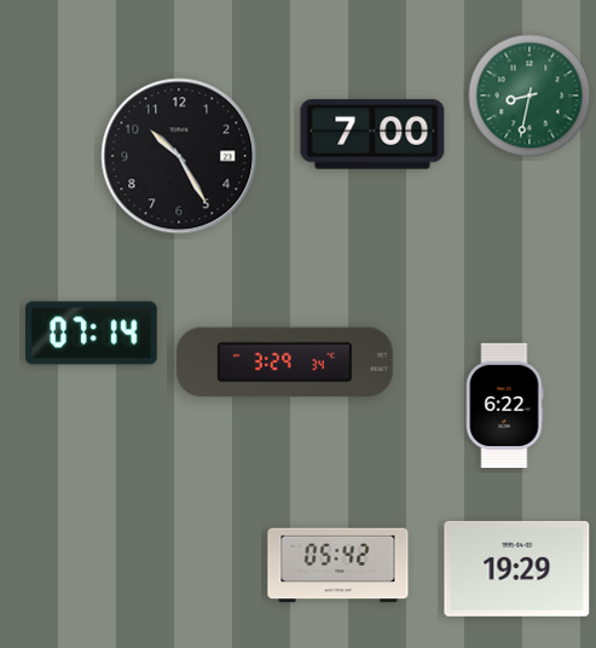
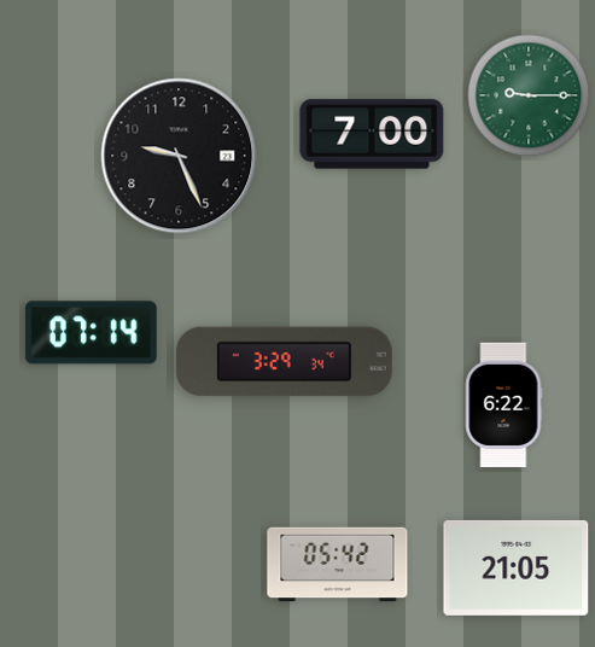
clock at (530, 96): 8:32 -> 9:15
clock at (179, 156): 10:25 -> 9:26
clock at (517, 568): 19:29 -> 21:05
